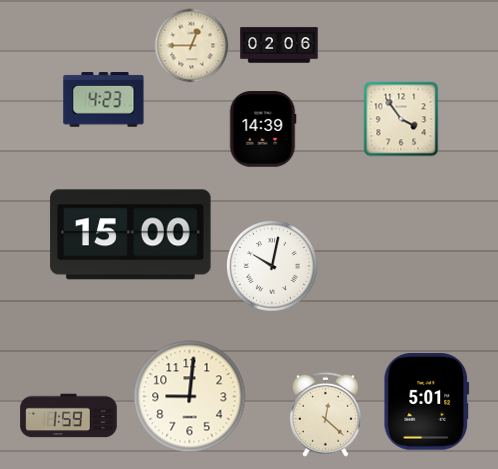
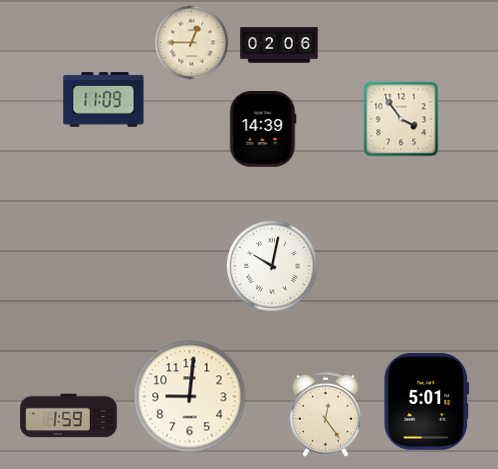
clock at (192, 46) position: (192, 46) -> (192, 43)
clock at (104, 100): 4:23 -> 11:09
clock at (131, 235): 15:00 -> none
clock at (325, 414): 12:22 -> 12:24
